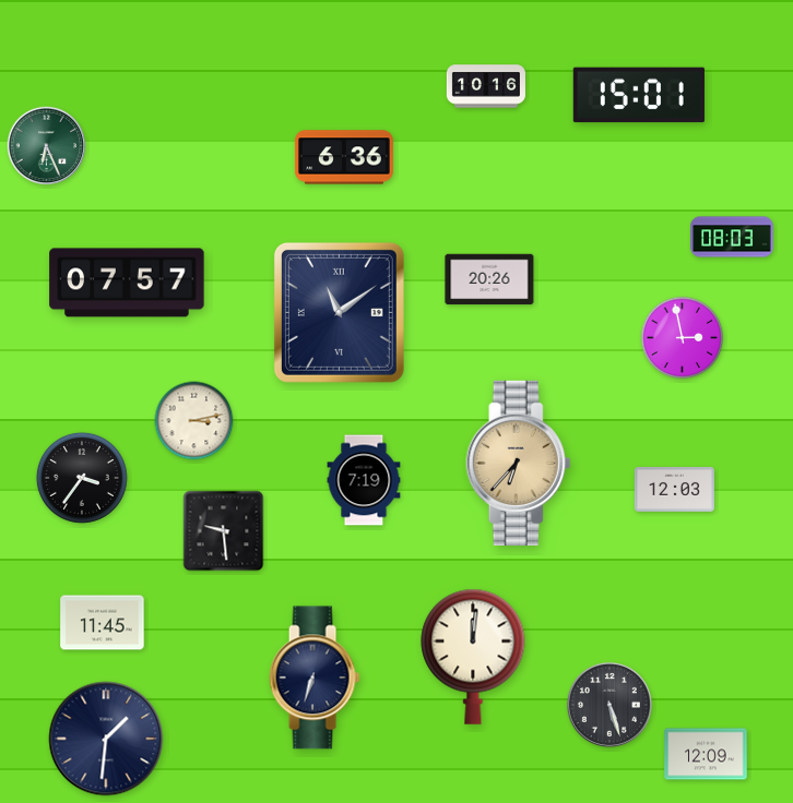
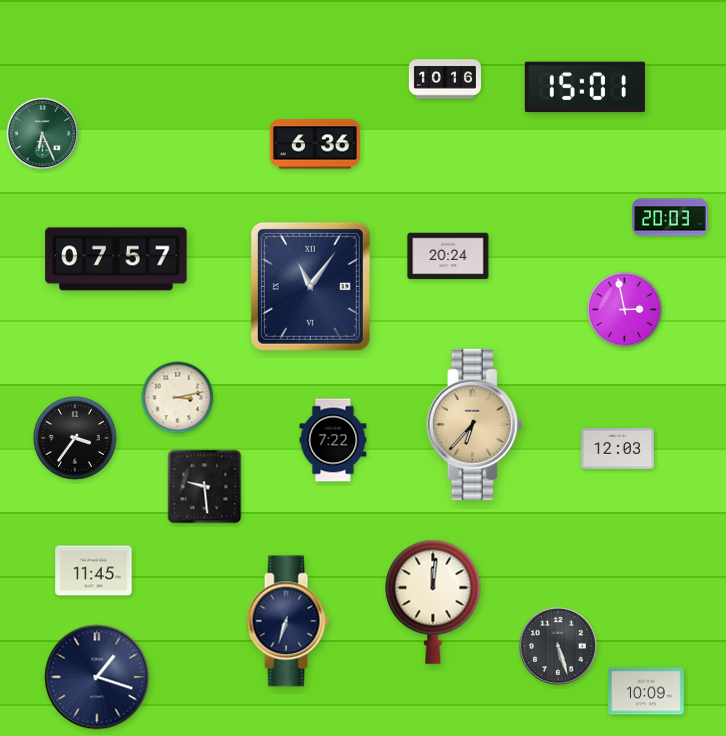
clock at (732, 237): 08:03 -> 20:03
clock at (489, 279): 20:26 -> 20:24
clock at (339, 312): 11:09 -> 11:06
clock at (194, 421) position: (194, 421) -> (178, 398)
clock at (364, 480): 7:19 -> 7:22
clock at (106, 739): 1:31 -> 1:18
clock at (706, 754): 12:09 -> 10:09
